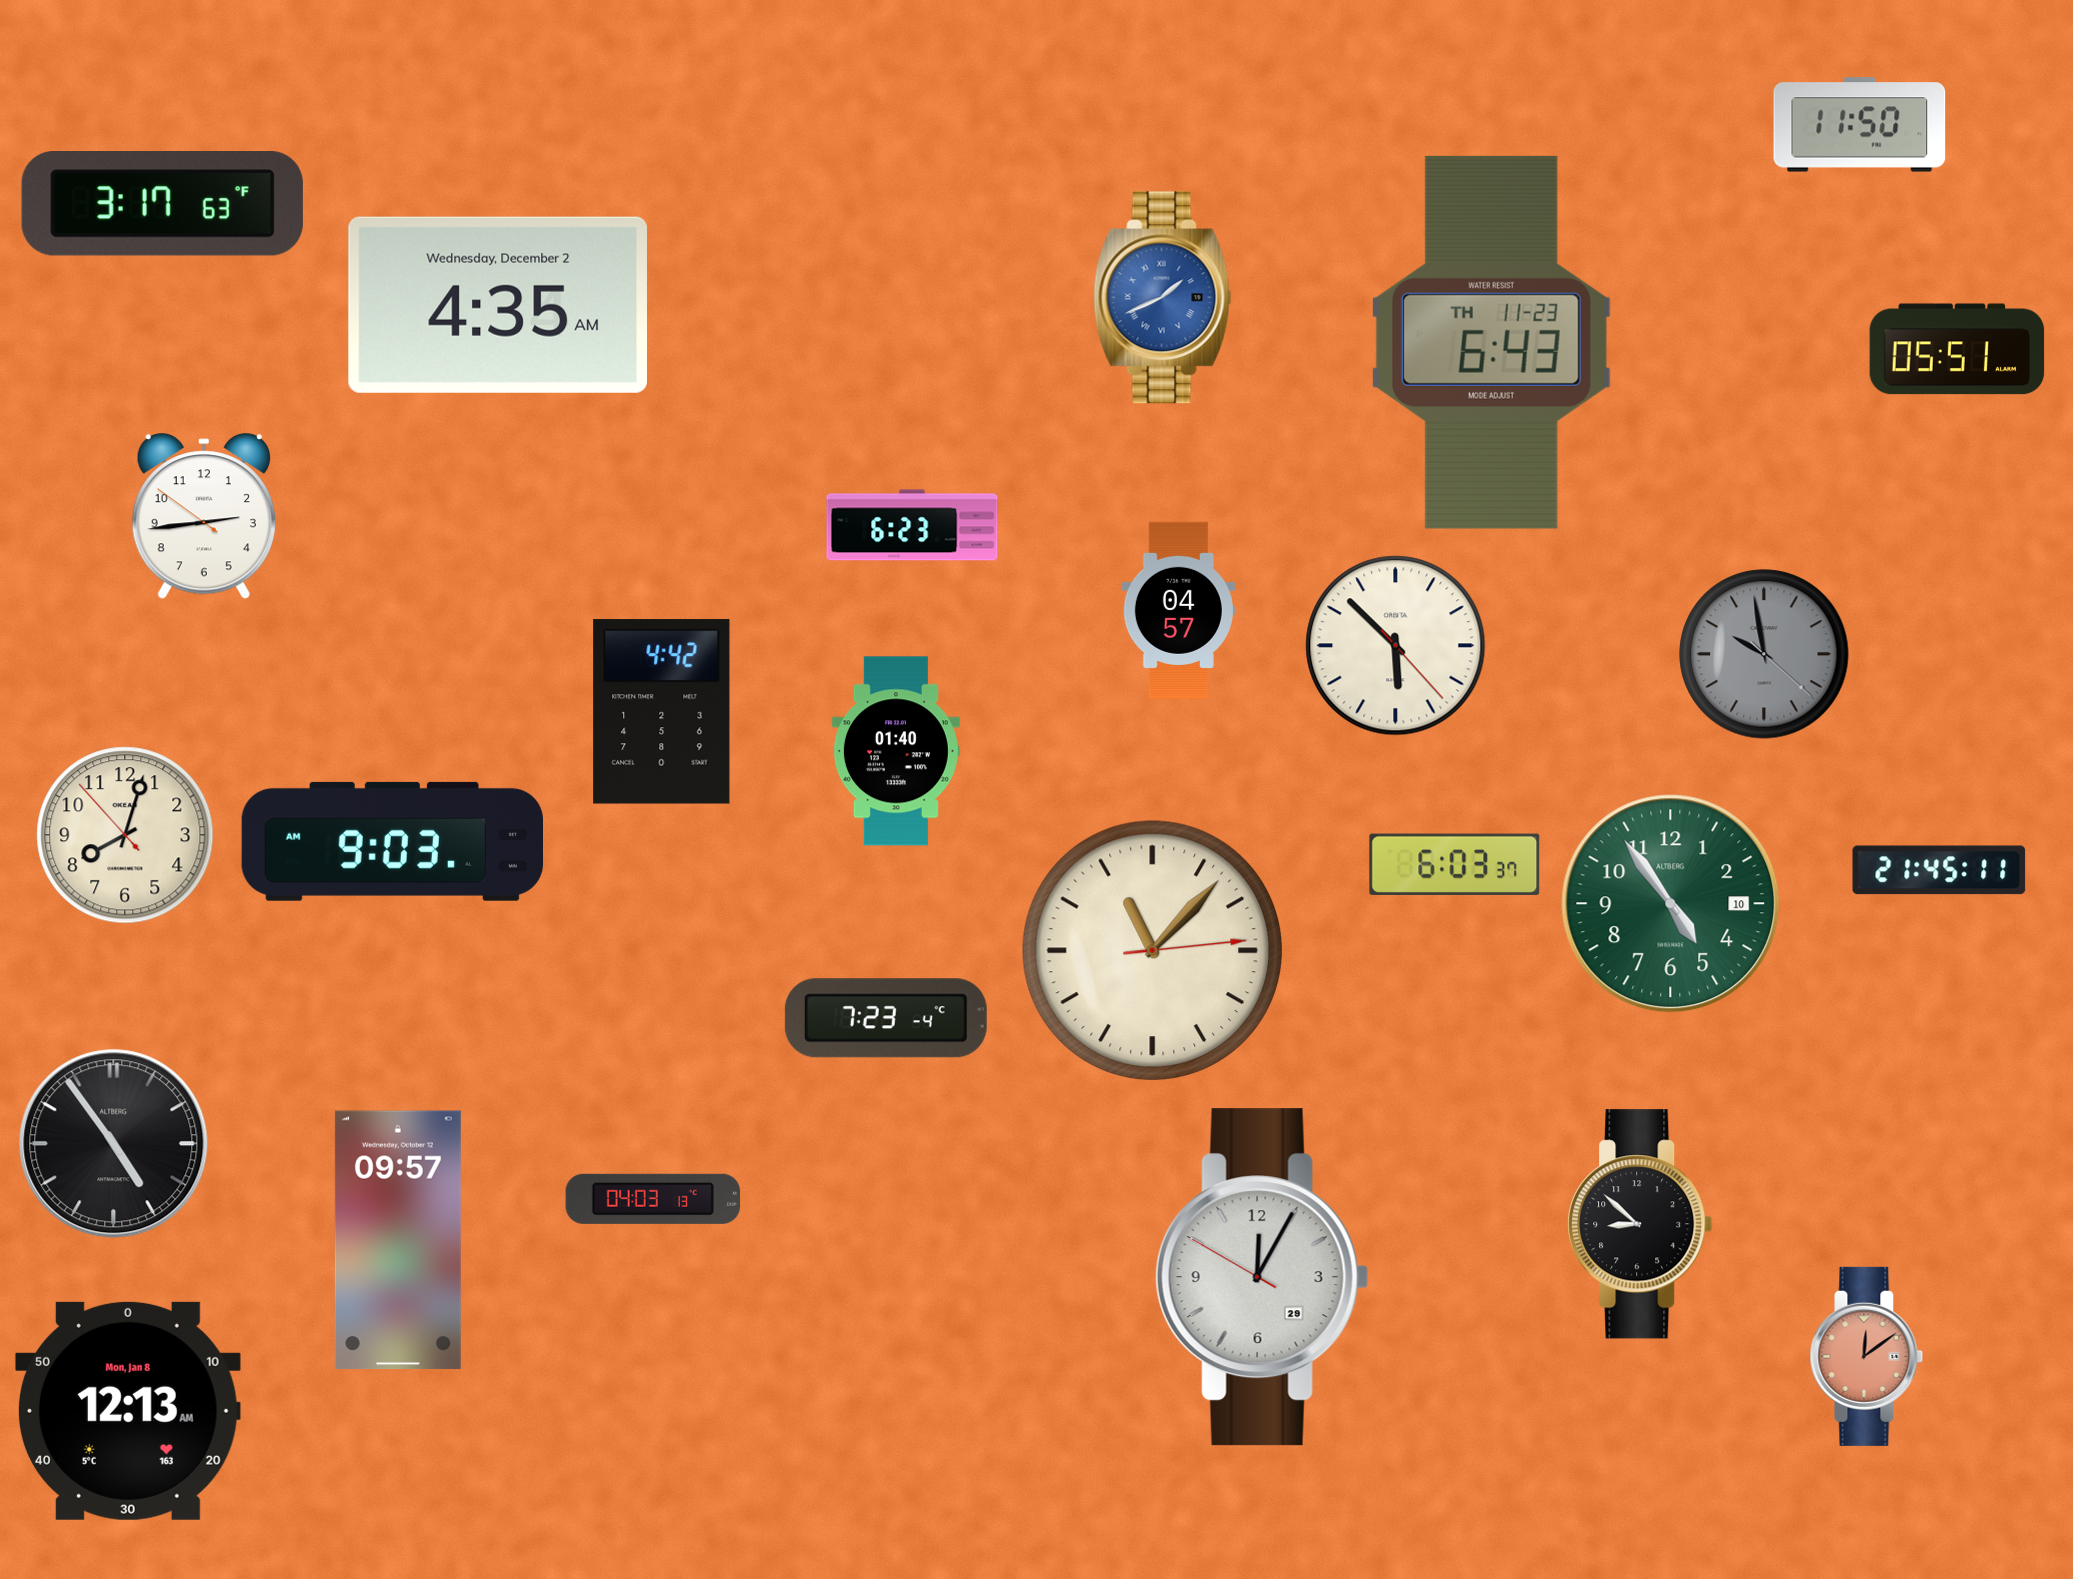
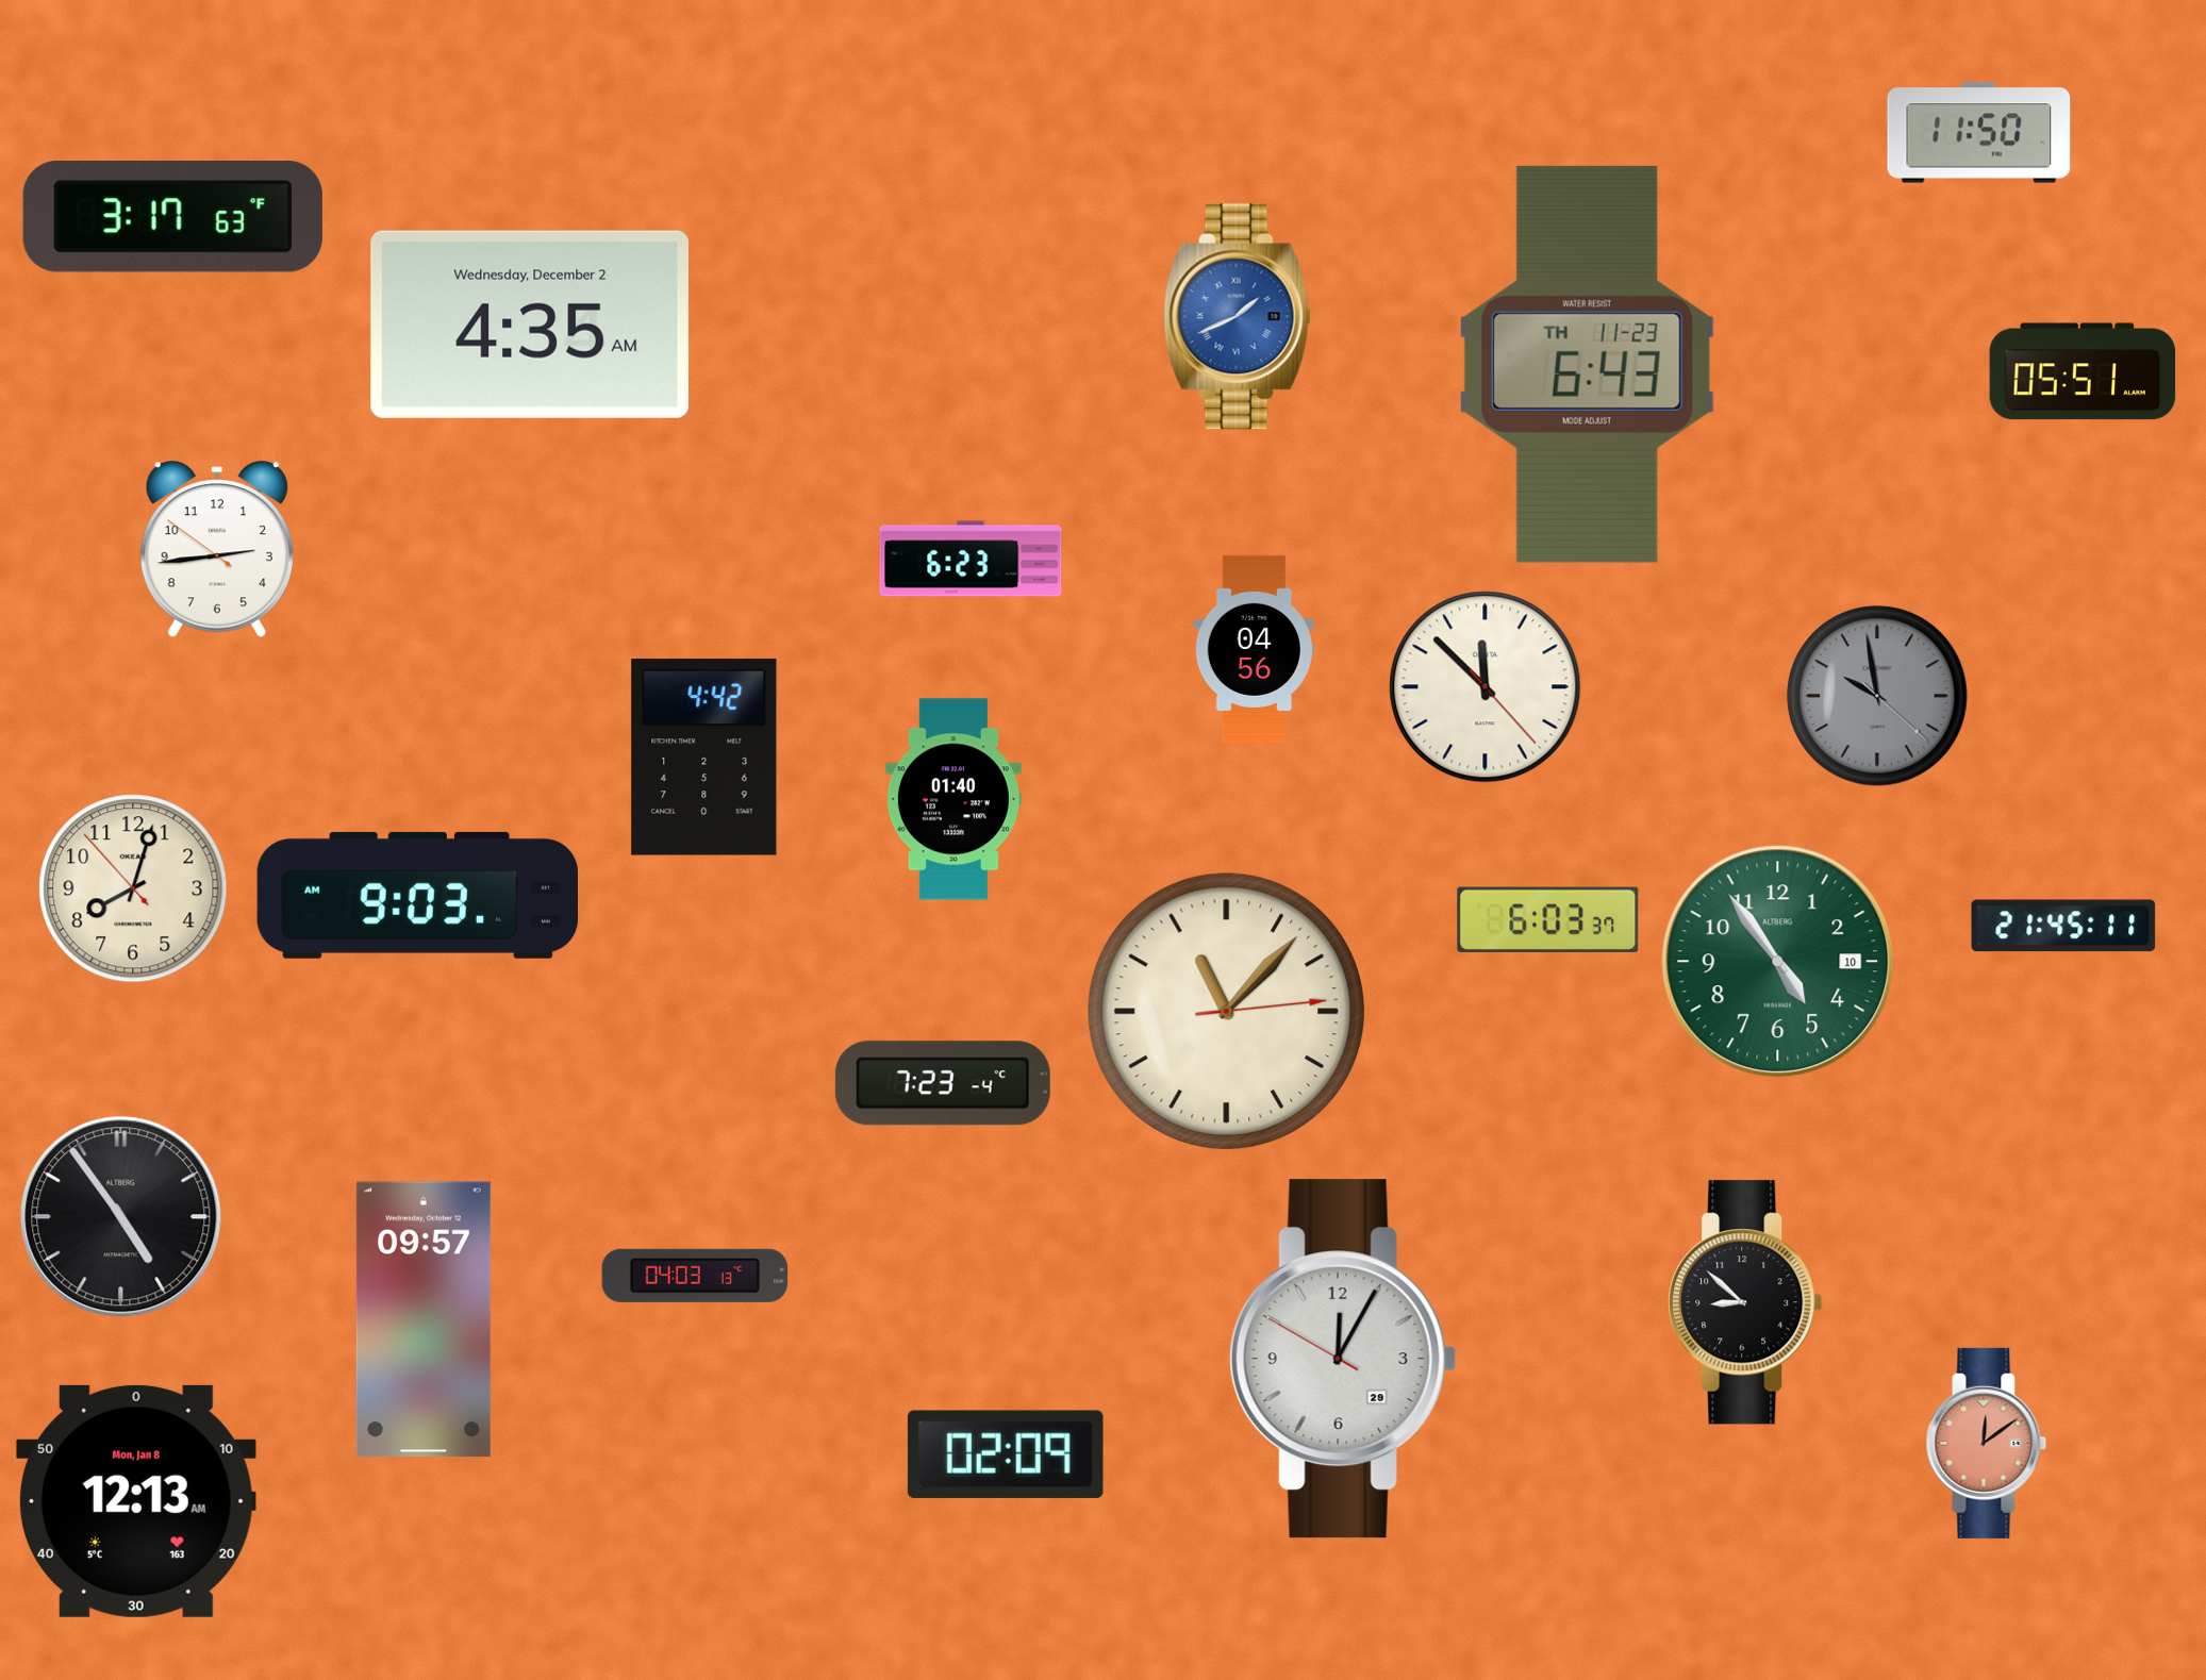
clock at (1178, 610): 04:57 -> 04:56
clock at (1396, 646): 5:52 -> 11:52
clock at (1006, 1454): none -> 02:09
